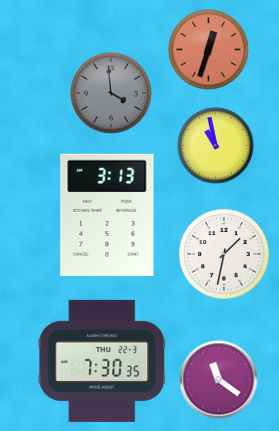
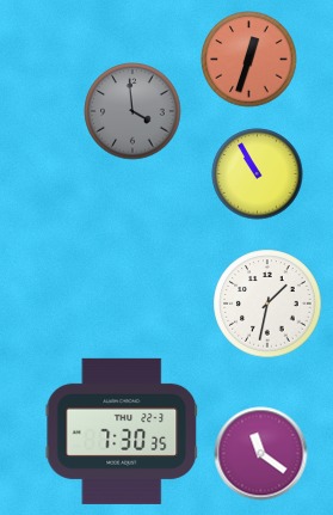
clock at (216, 146): 10:58 -> 10:55
clock at (107, 215): 3:13 -> none
